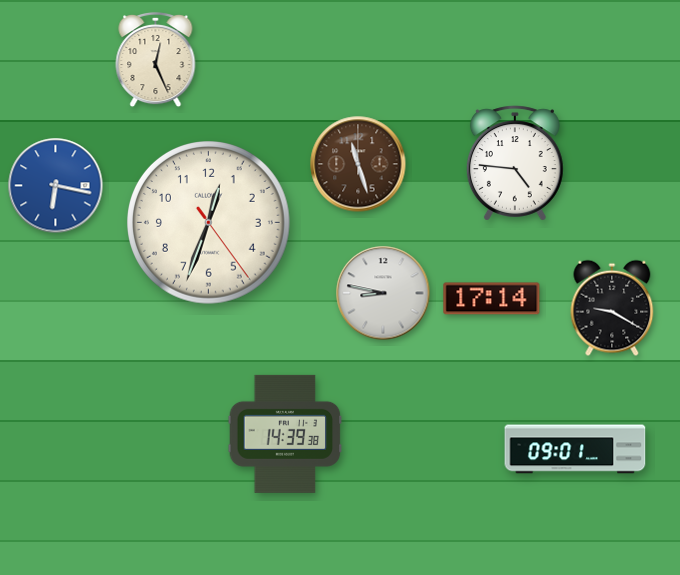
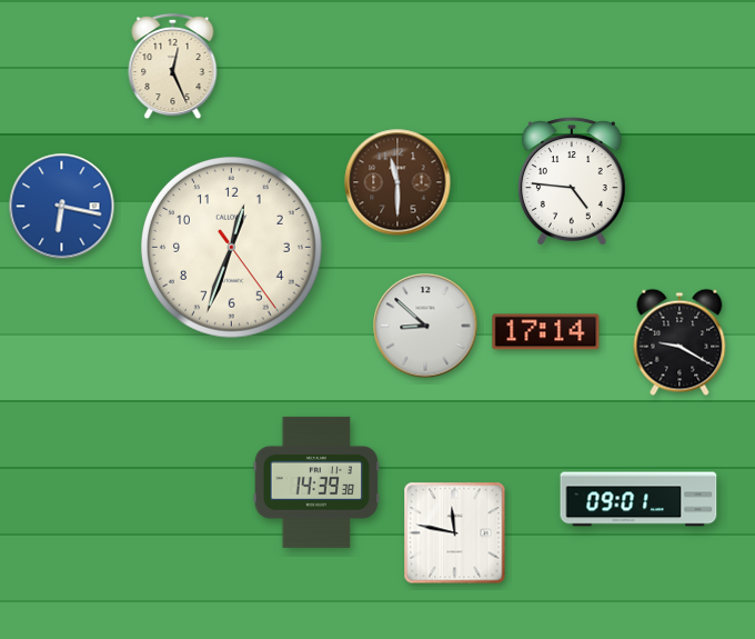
clock at (358, 164): 11:27 -> 11:30
clock at (383, 293): 8:47 -> 8:52
clock at (455, 533): none -> 11:47
